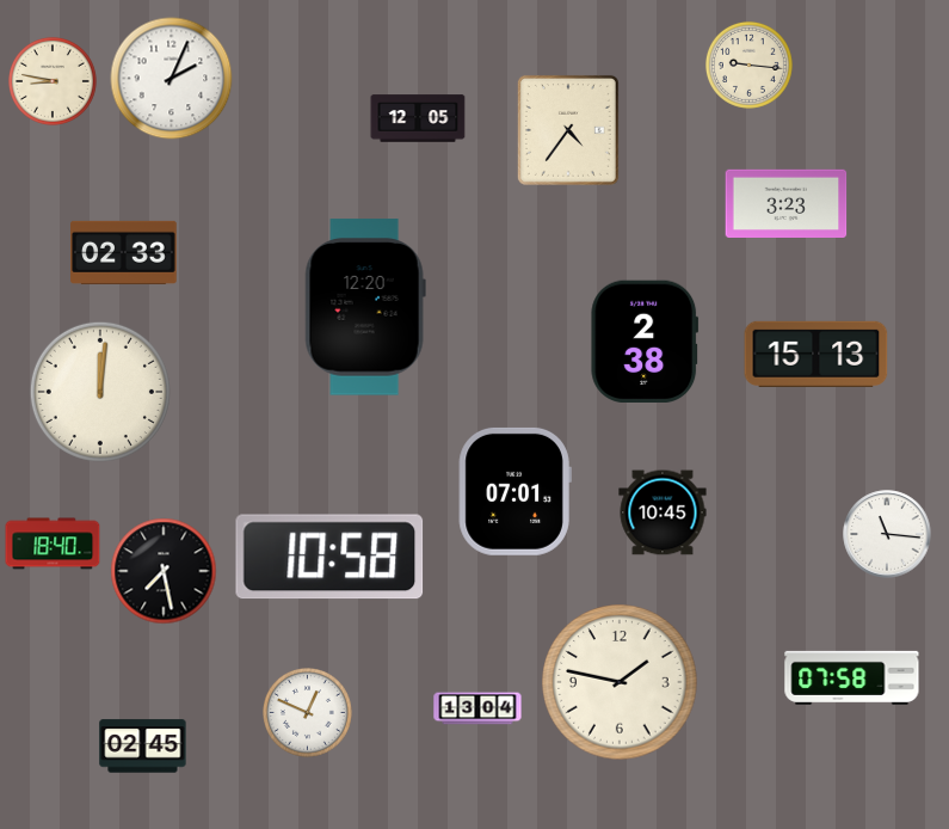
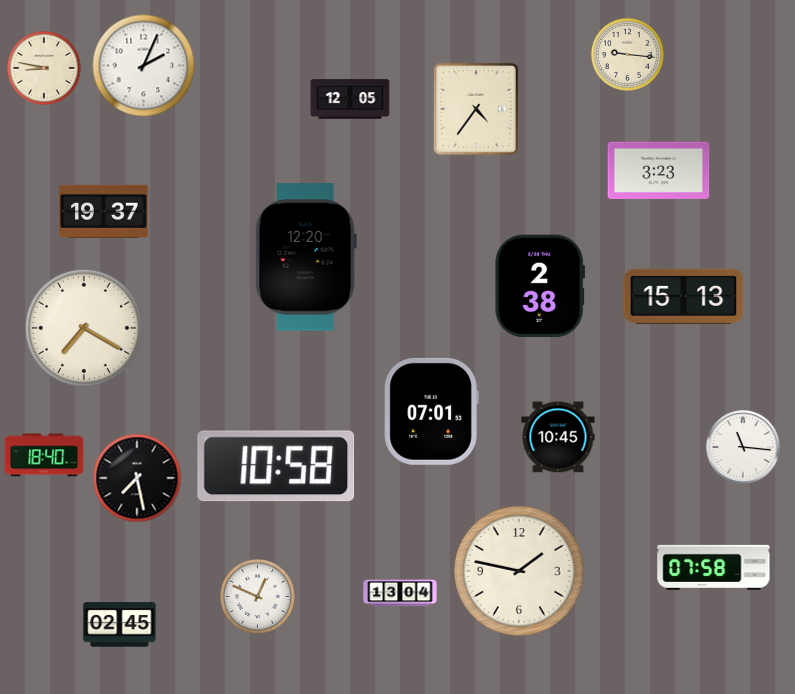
clock at (124, 252): 02:33 -> 19:37
clock at (100, 392): 12:01 -> 7:20
clock at (663, 512) position: (663, 512) -> (558, 437)
